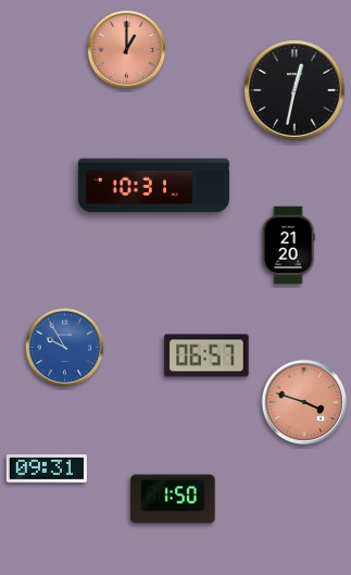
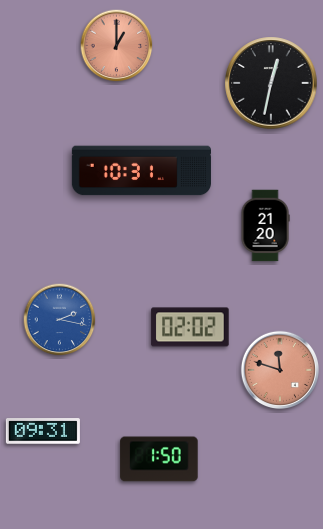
clock at (65, 348): 9:55 -> 2:17
clock at (206, 355): 06:57 -> 02:02
clock at (303, 401): 3:48 -> 11:48
